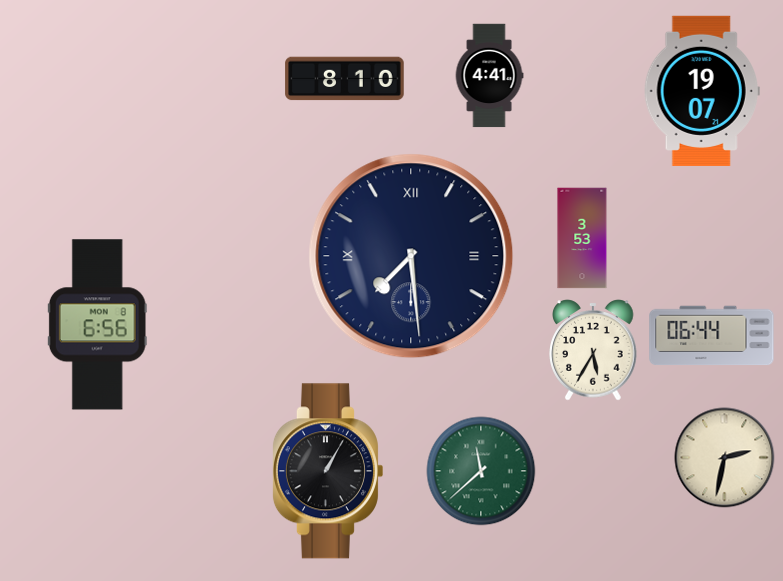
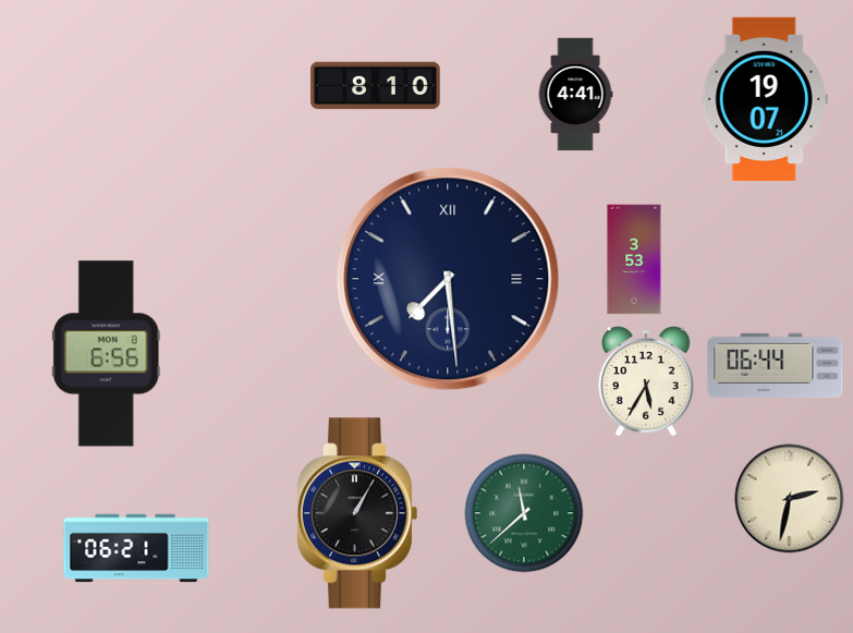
clock at (489, 76) position: (489, 76) -> (575, 95)
clock at (136, 548): none -> 06:21
